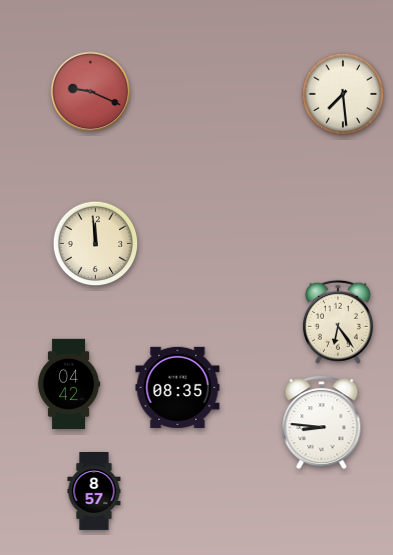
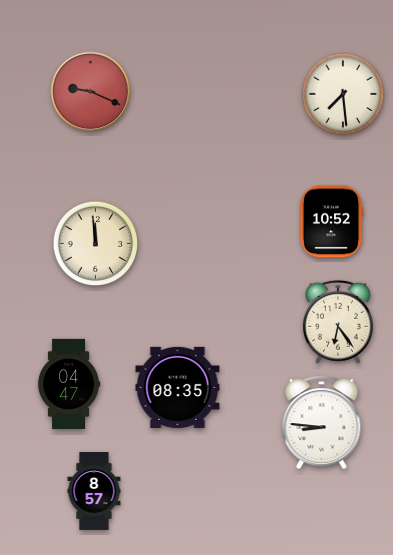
clock at (331, 222): none -> 10:52
clock at (69, 383): 04:42 -> 04:47
